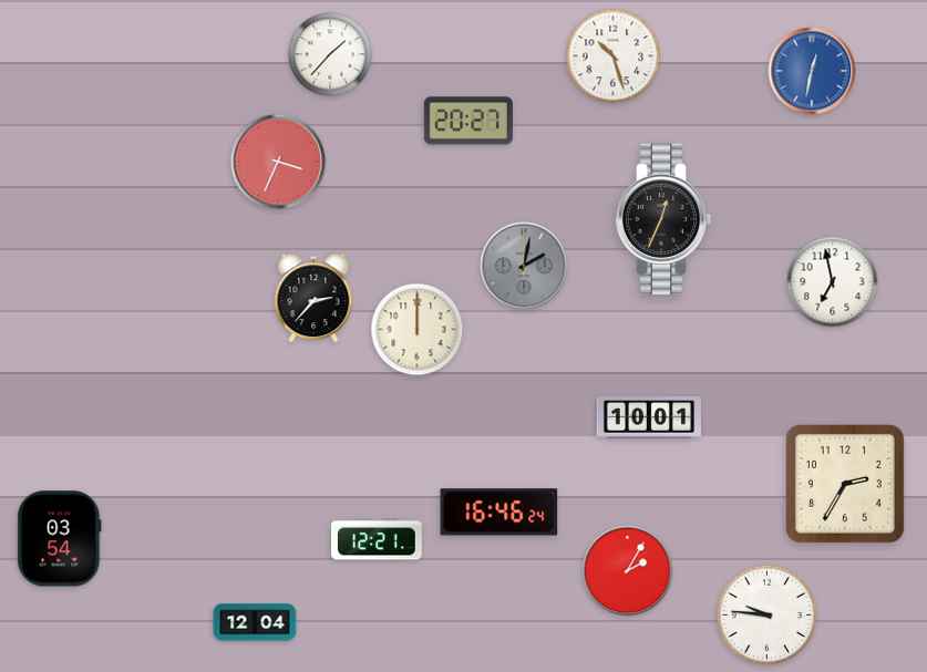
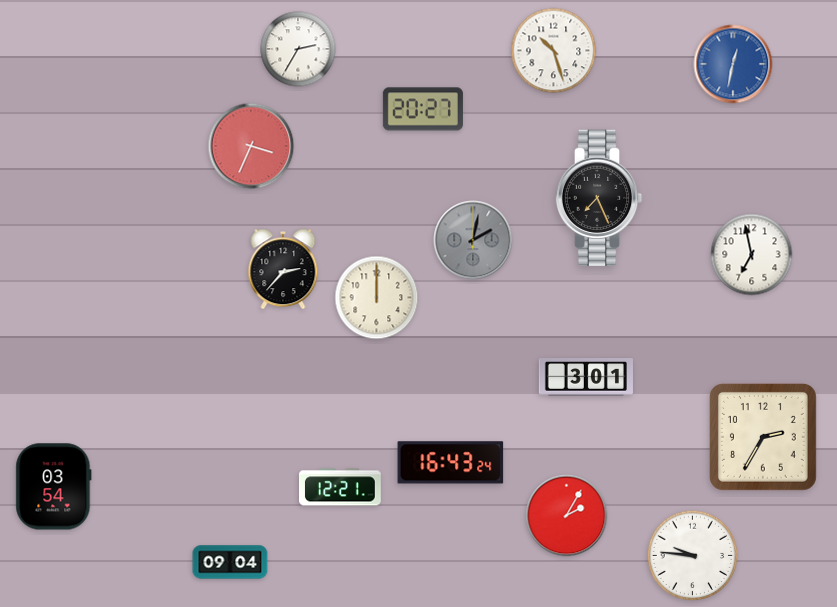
clock at (330, 54): 1:37 -> 2:35
clock at (663, 219): 12:34 -> 7:26
clock at (649, 418): 10:01 -> 3:01
clock at (499, 513): 16:46 -> 16:43
clock at (255, 622): 12:04 -> 09:04
